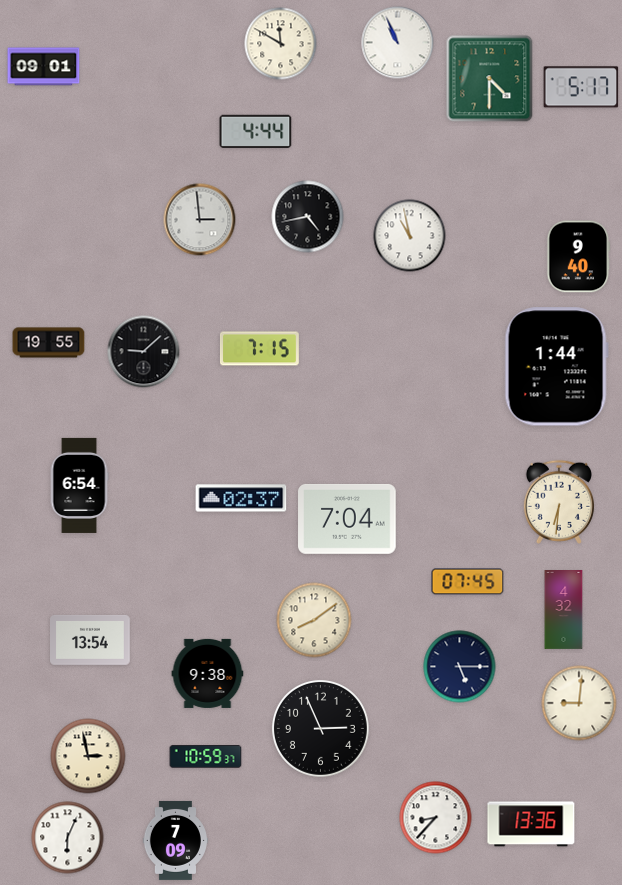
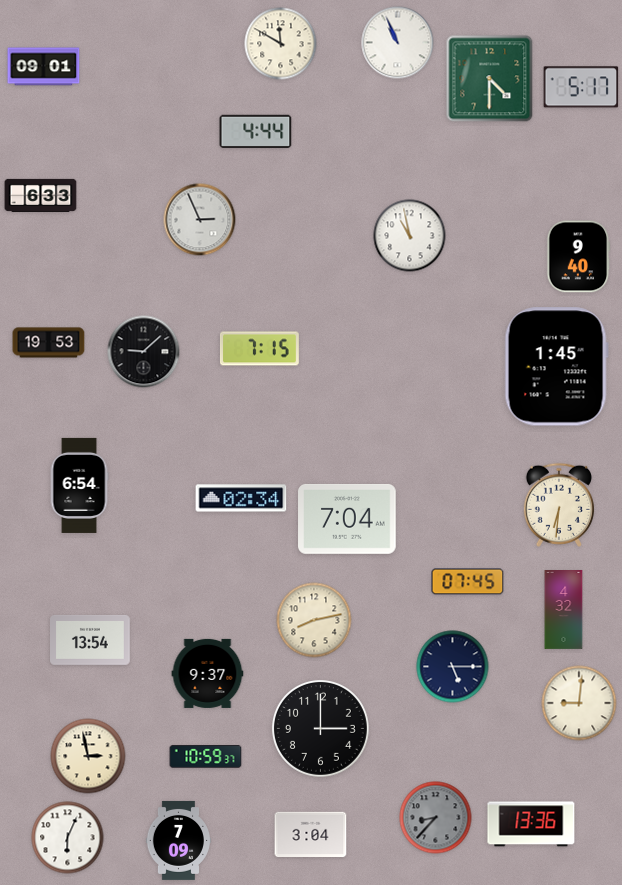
clock at (41, 195): none -> 6:33
clock at (308, 217): 4:43 -> none
clock at (200, 220): 2:59 -> 2:56
clock at (49, 343): 19:55 -> 19:53
clock at (556, 367): 1:44 -> 1:45
clock at (241, 498): 02:37 -> 02:34
clock at (559, 502) position: (559, 502) -> (559, 505)
clock at (314, 620): 8:09 -> 8:13
clock at (460, 667) position: (460, 667) -> (453, 667)
clock at (208, 673): 9:38 -> 9:37
clock at (320, 728): 2:56 -> 3:00
clock at (436, 818) dial: white -> grey
clock at (311, 835): none -> 3:04
clock at (175, 840) position: (175, 840) -> (178, 840)
